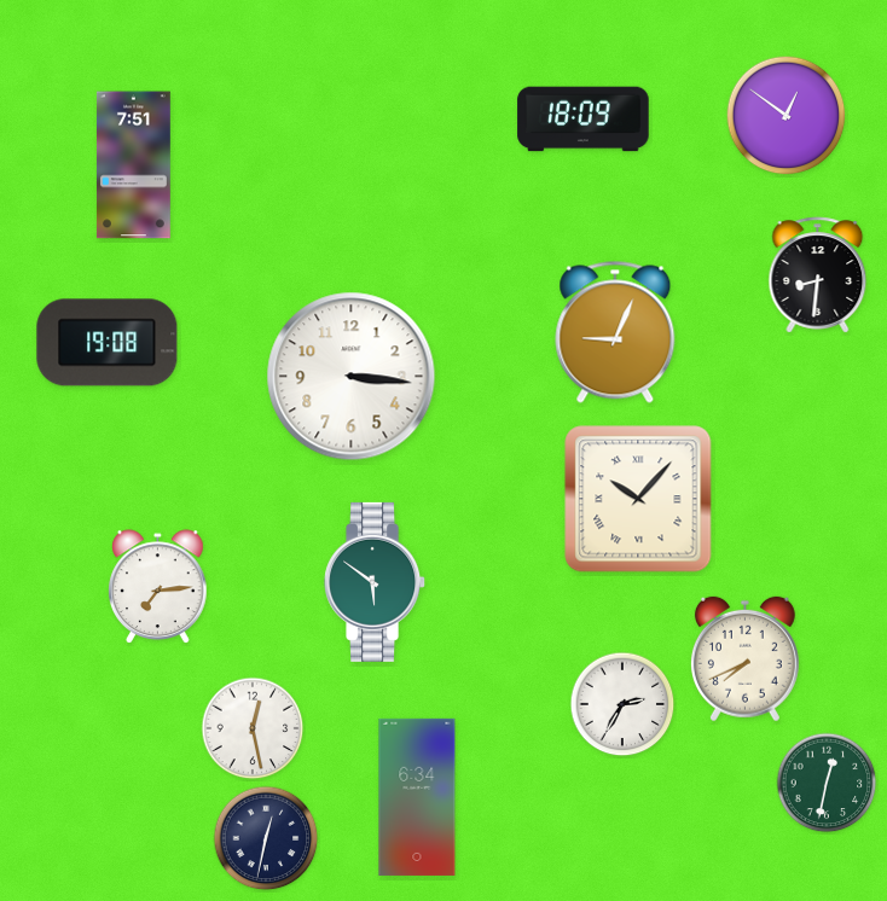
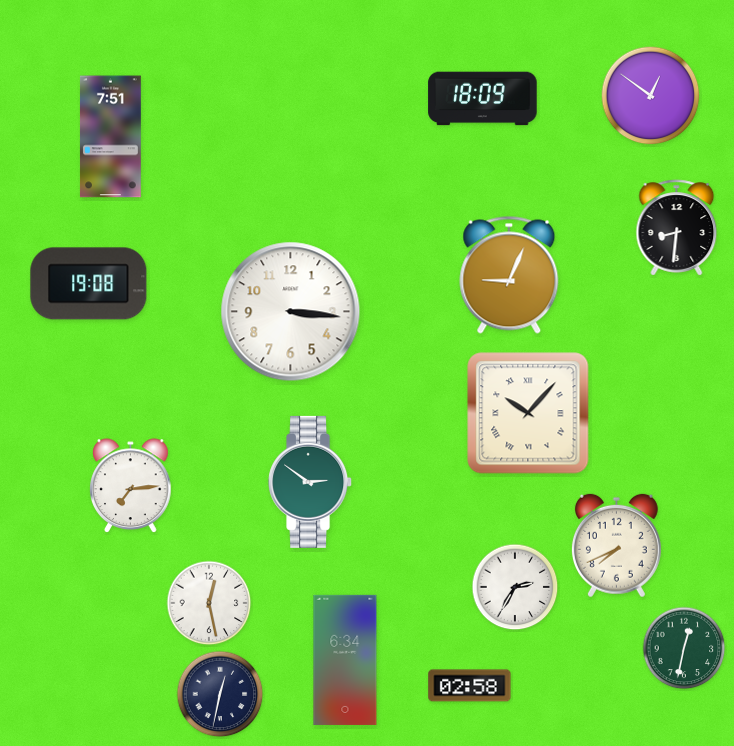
clock at (376, 582): 5:51 -> 2:51
clock at (622, 704) position: (622, 704) -> (515, 587)
clock at (470, 686): none -> 02:58
